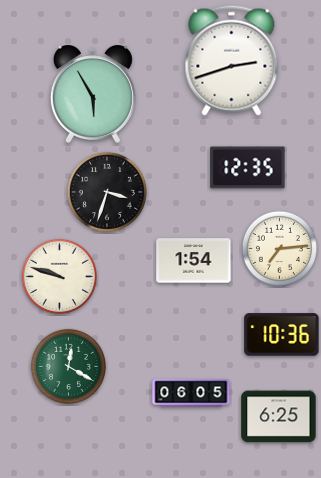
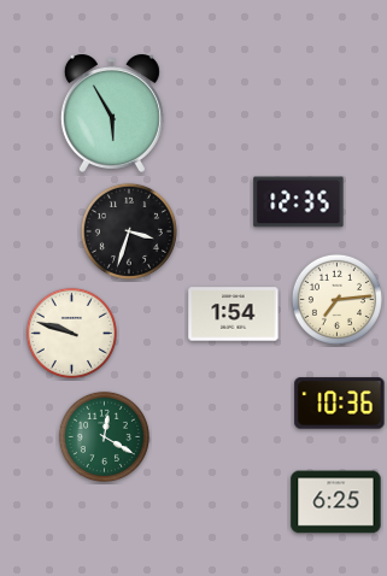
clock at (232, 60): 2:42 -> none
clock at (68, 366) position: (68, 366) -> (104, 436)
clock at (191, 393): 06:05 -> none
